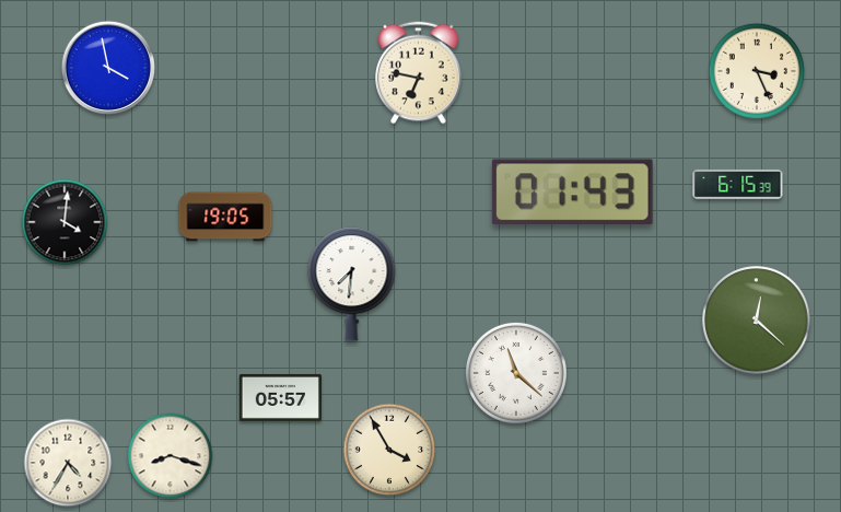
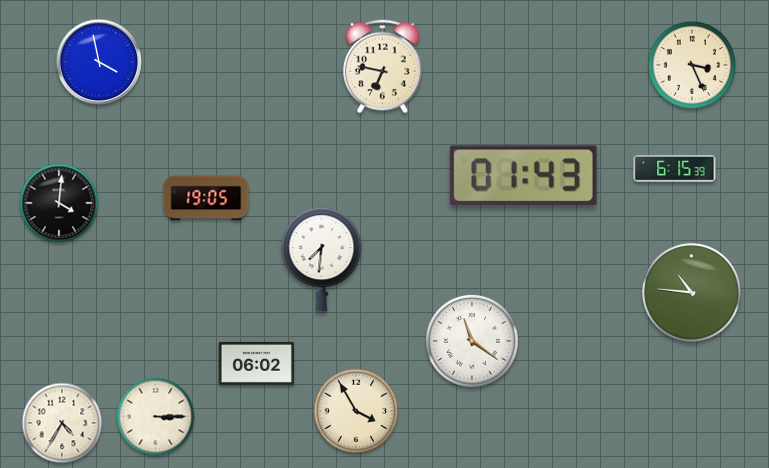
clock at (757, 321): 12:22 -> 10:46
clock at (516, 373): 11:22 -> 11:21
clock at (280, 397): 05:57 -> 06:02
clock at (171, 456): 8:18 -> 3:15
